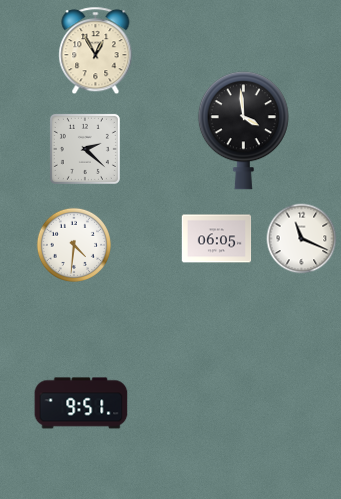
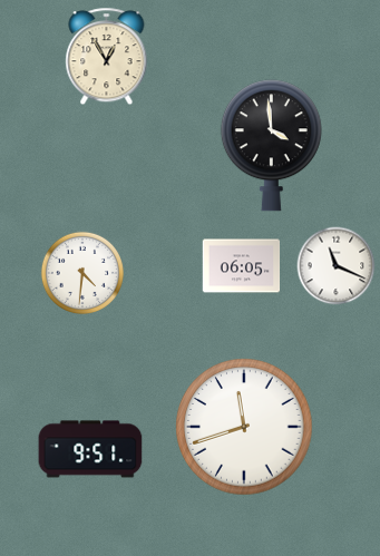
clock at (85, 149): 2:22 -> none
clock at (244, 427): none -> 11:42
